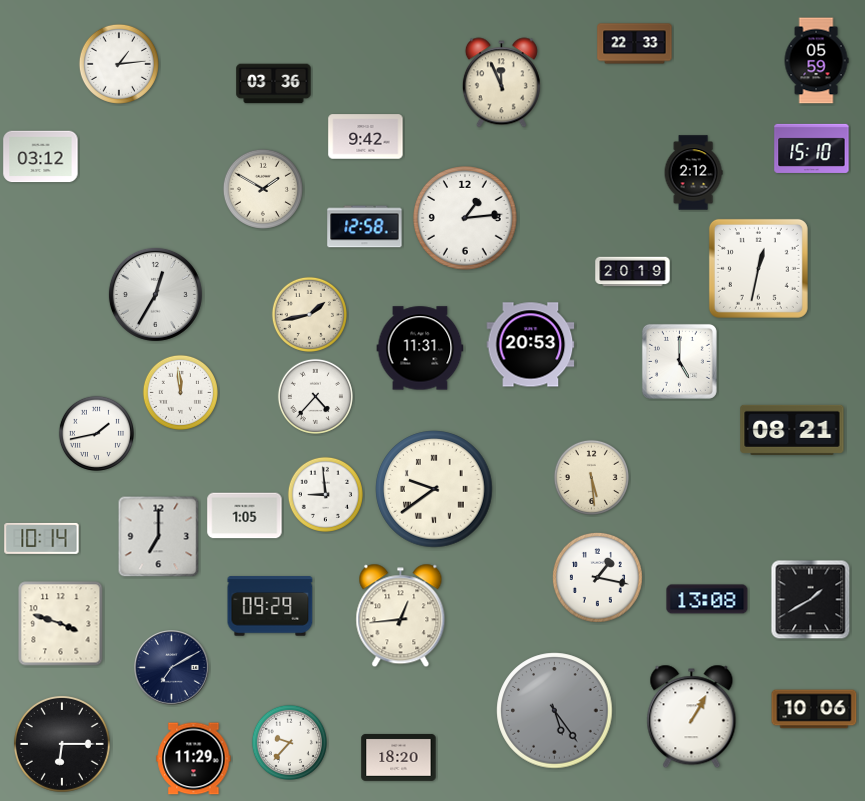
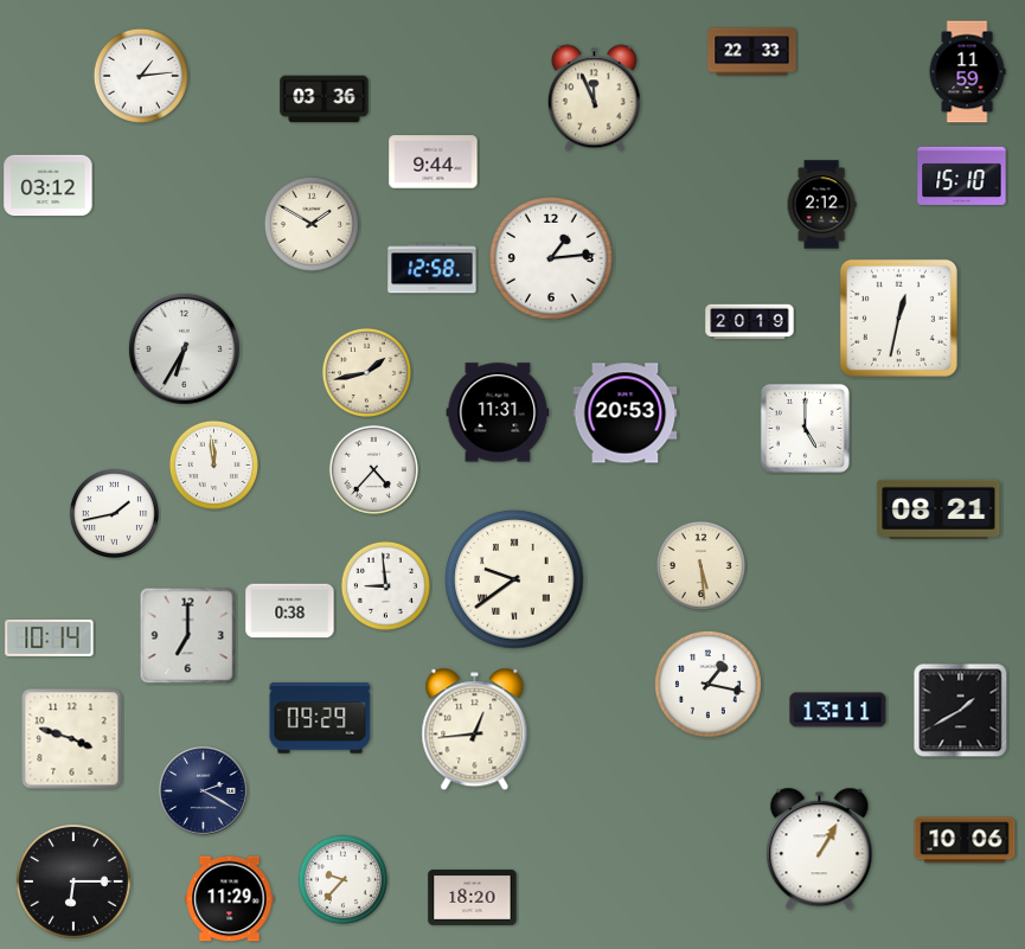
clock at (816, 61): 05:59 -> 11:59
clock at (366, 137): 9:42 -> 9:44
clock at (155, 294): 12:35 -> 6:35
clock at (531, 345) position: (531, 345) -> (626, 413)
clock at (245, 516): 1:05 -> 0:38
clock at (707, 599): 13:08 -> 13:11
clock at (172, 668): 7:10 -> 2:20
clock at (555, 711): 5:24 -> none
